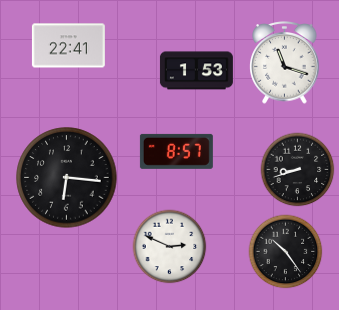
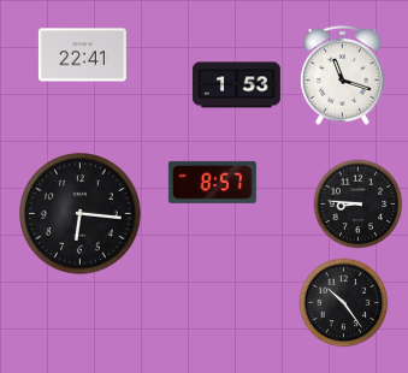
clock at (298, 170): 8:42 -> 8:46
clock at (170, 247): 2:49 -> none
